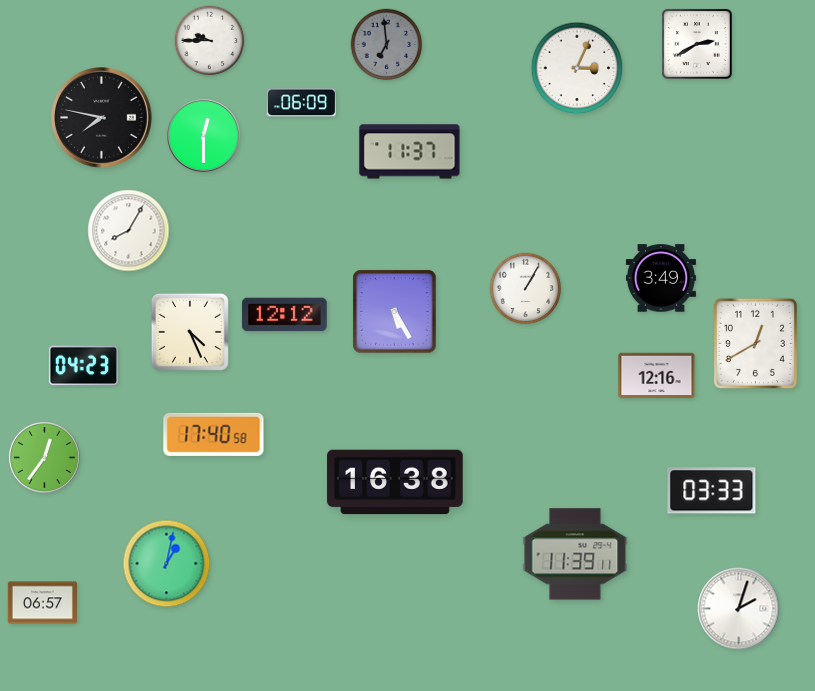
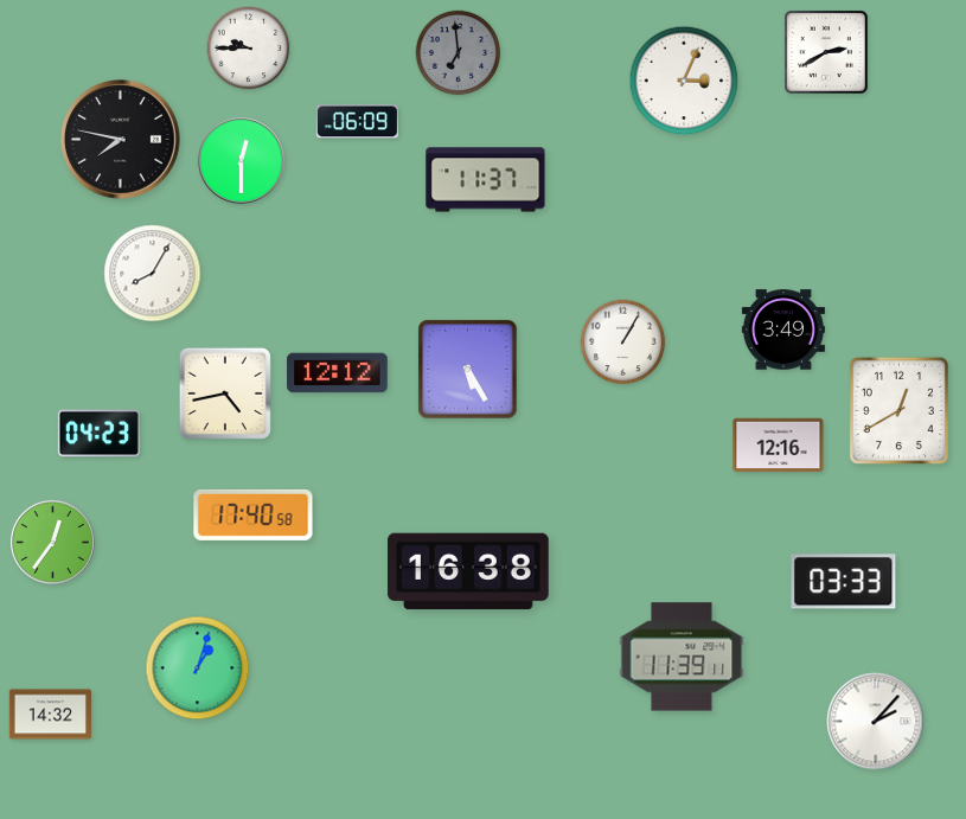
clock at (190, 332): 4:26 -> 4:43
clock at (755, 343) position: (755, 343) -> (898, 410)
clock at (167, 564): 1:02 -> 1:03
clock at (42, 603): 06:57 -> 14:32
clock at (739, 609): 2:03 -> 2:07
